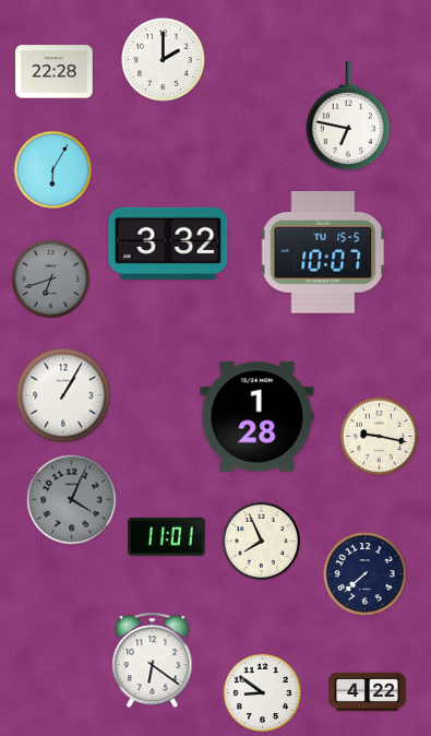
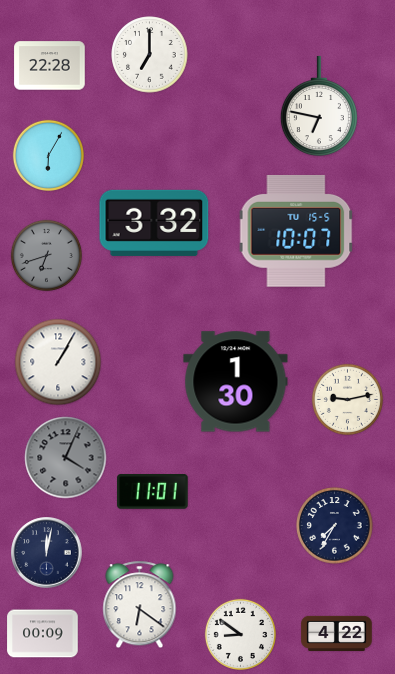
clock at (164, 60): 2:00 -> 7:00
clock at (258, 417): 1:28 -> 1:30
clock at (379, 436): 9:17 -> 9:13
clock at (261, 541): 7:56 -> none
clock at (366, 574): 7:38 -> 7:35
clock at (47, 553): none -> 12:02
clock at (43, 634): none -> 00:09
